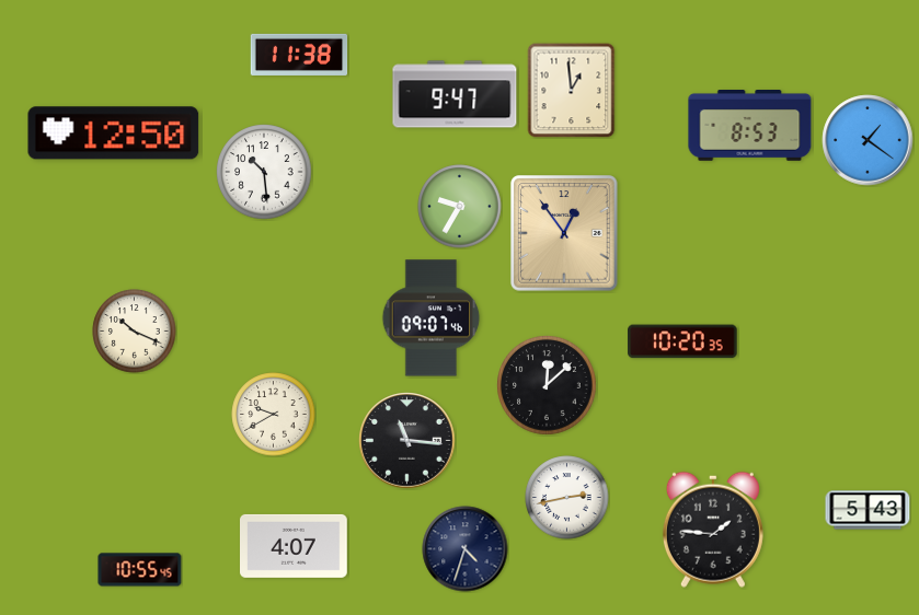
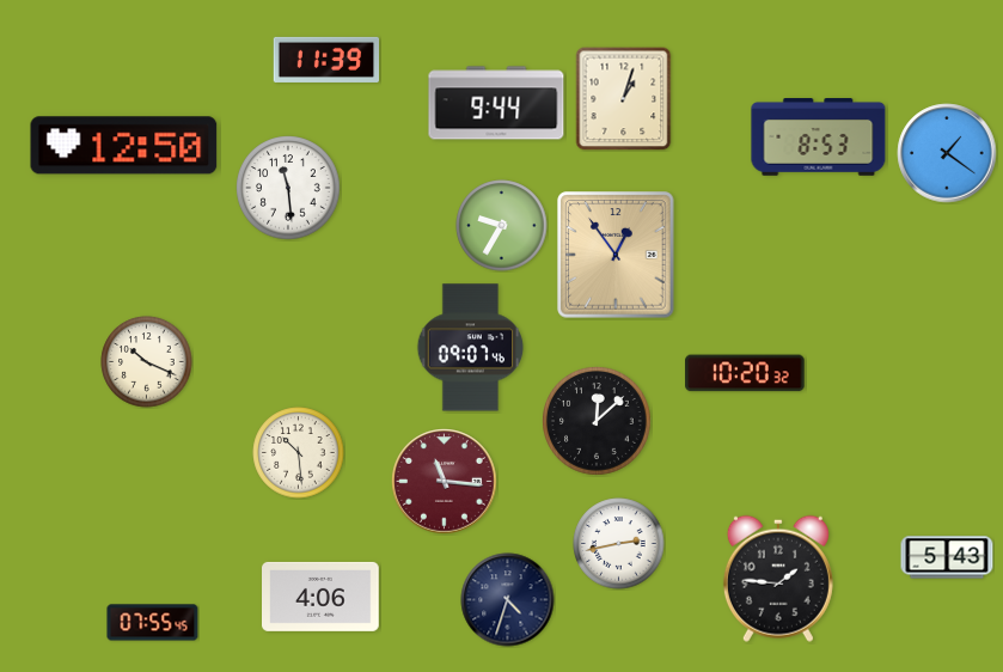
clock at (299, 55): 11:38 -> 11:39
clock at (572, 91): 12:59 -> 1:03
clock at (455, 94): 9:47 -> 9:44
clock at (264, 172): 10:29 -> 11:29
clock at (682, 341): 10:20:35 -> 10:20:32
clock at (274, 415): 9:40 -> 10:29
clock at (407, 441) dial: black -> burgundy
clock at (294, 546): 4:07 -> 4:06
clock at (140, 570): 10:55 -> 07:55
